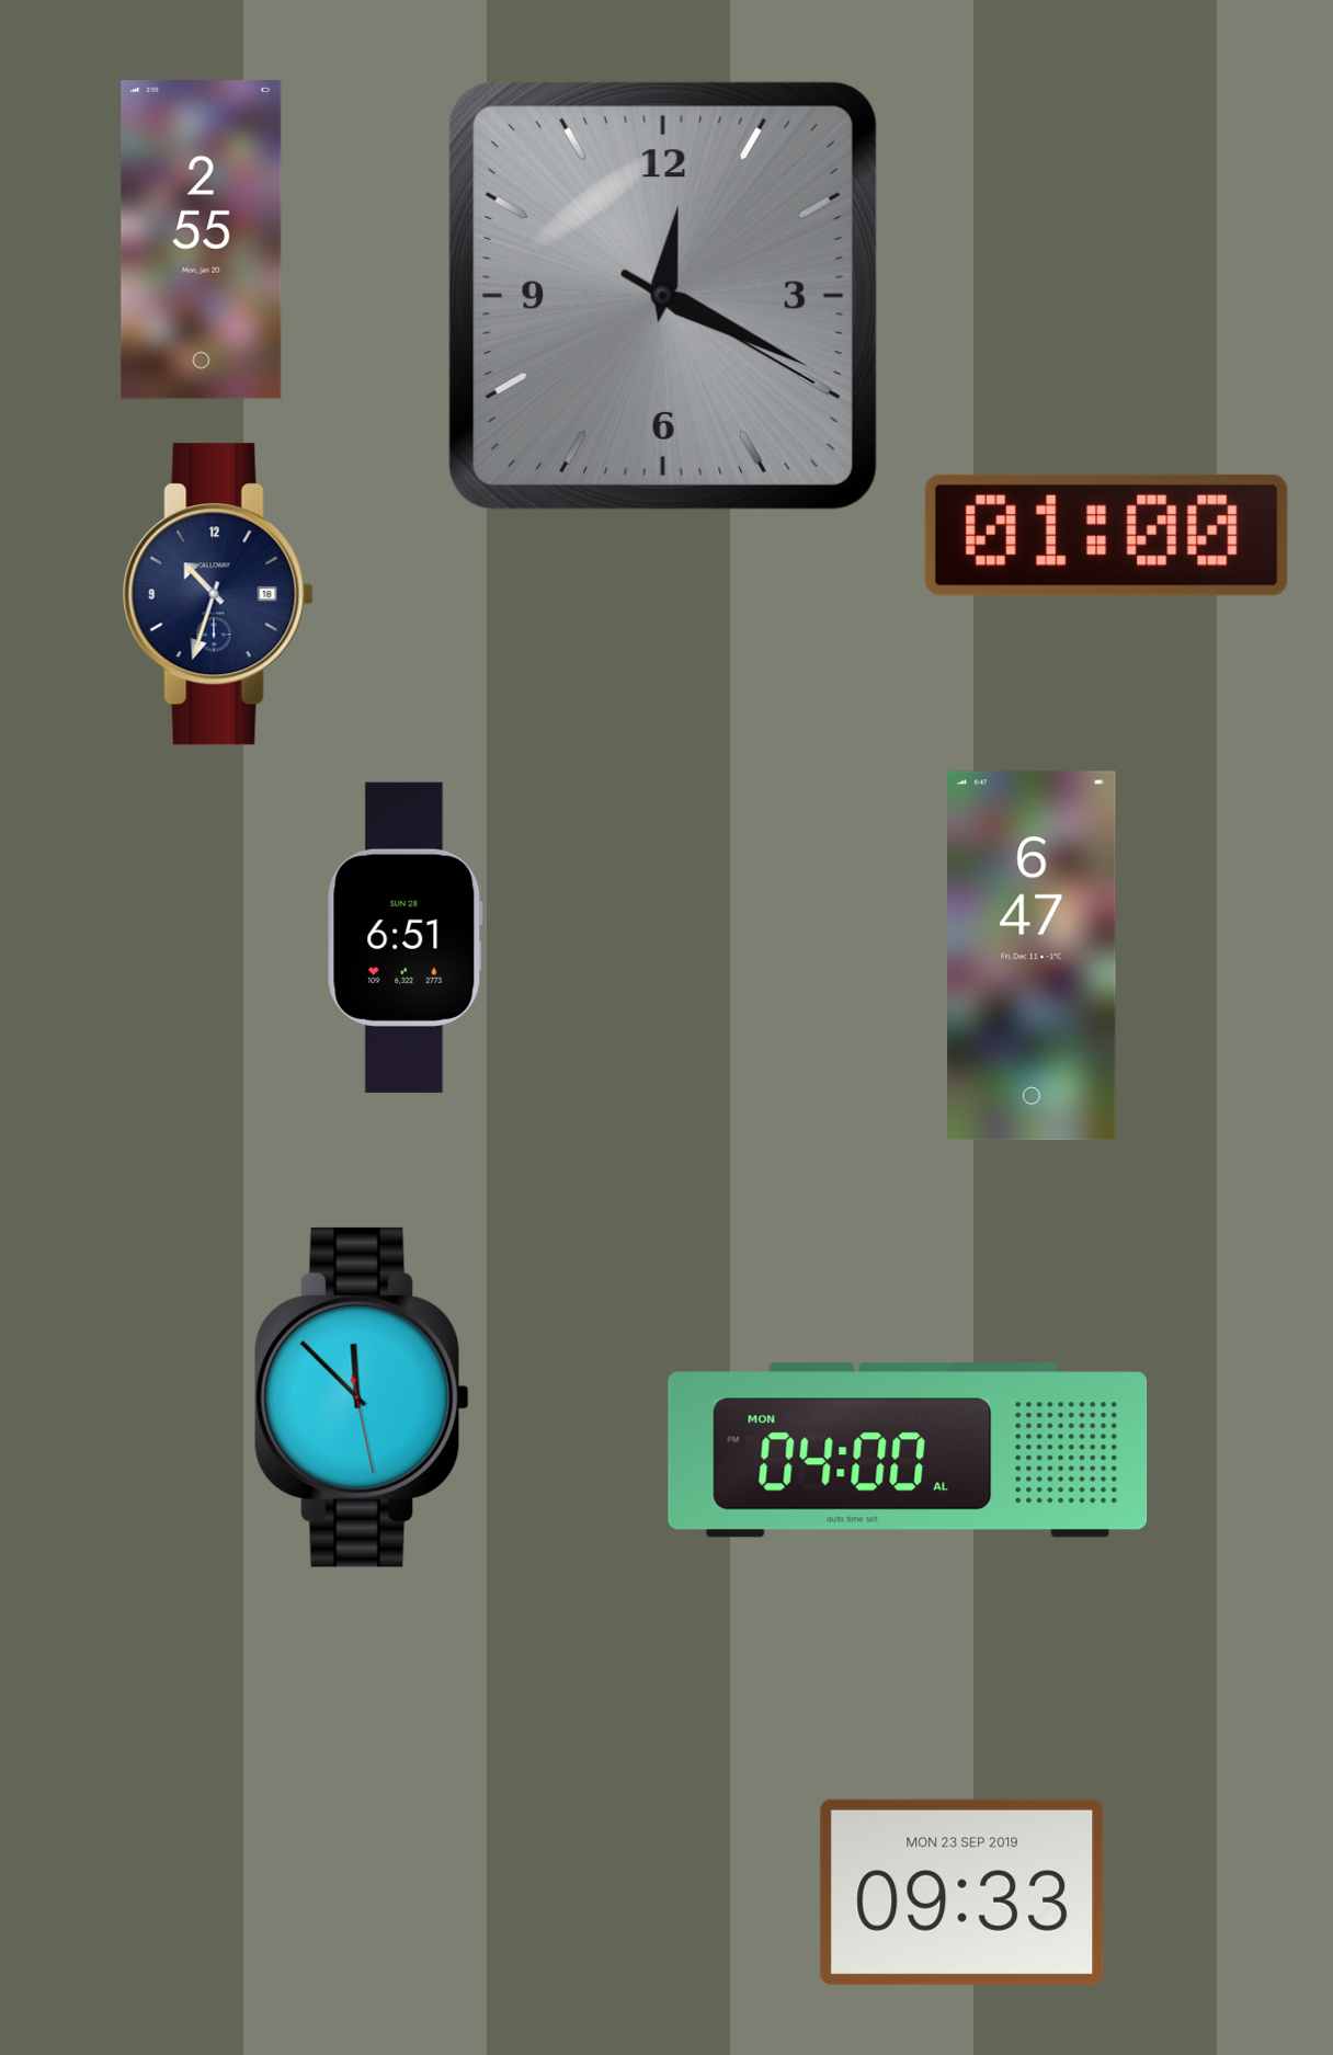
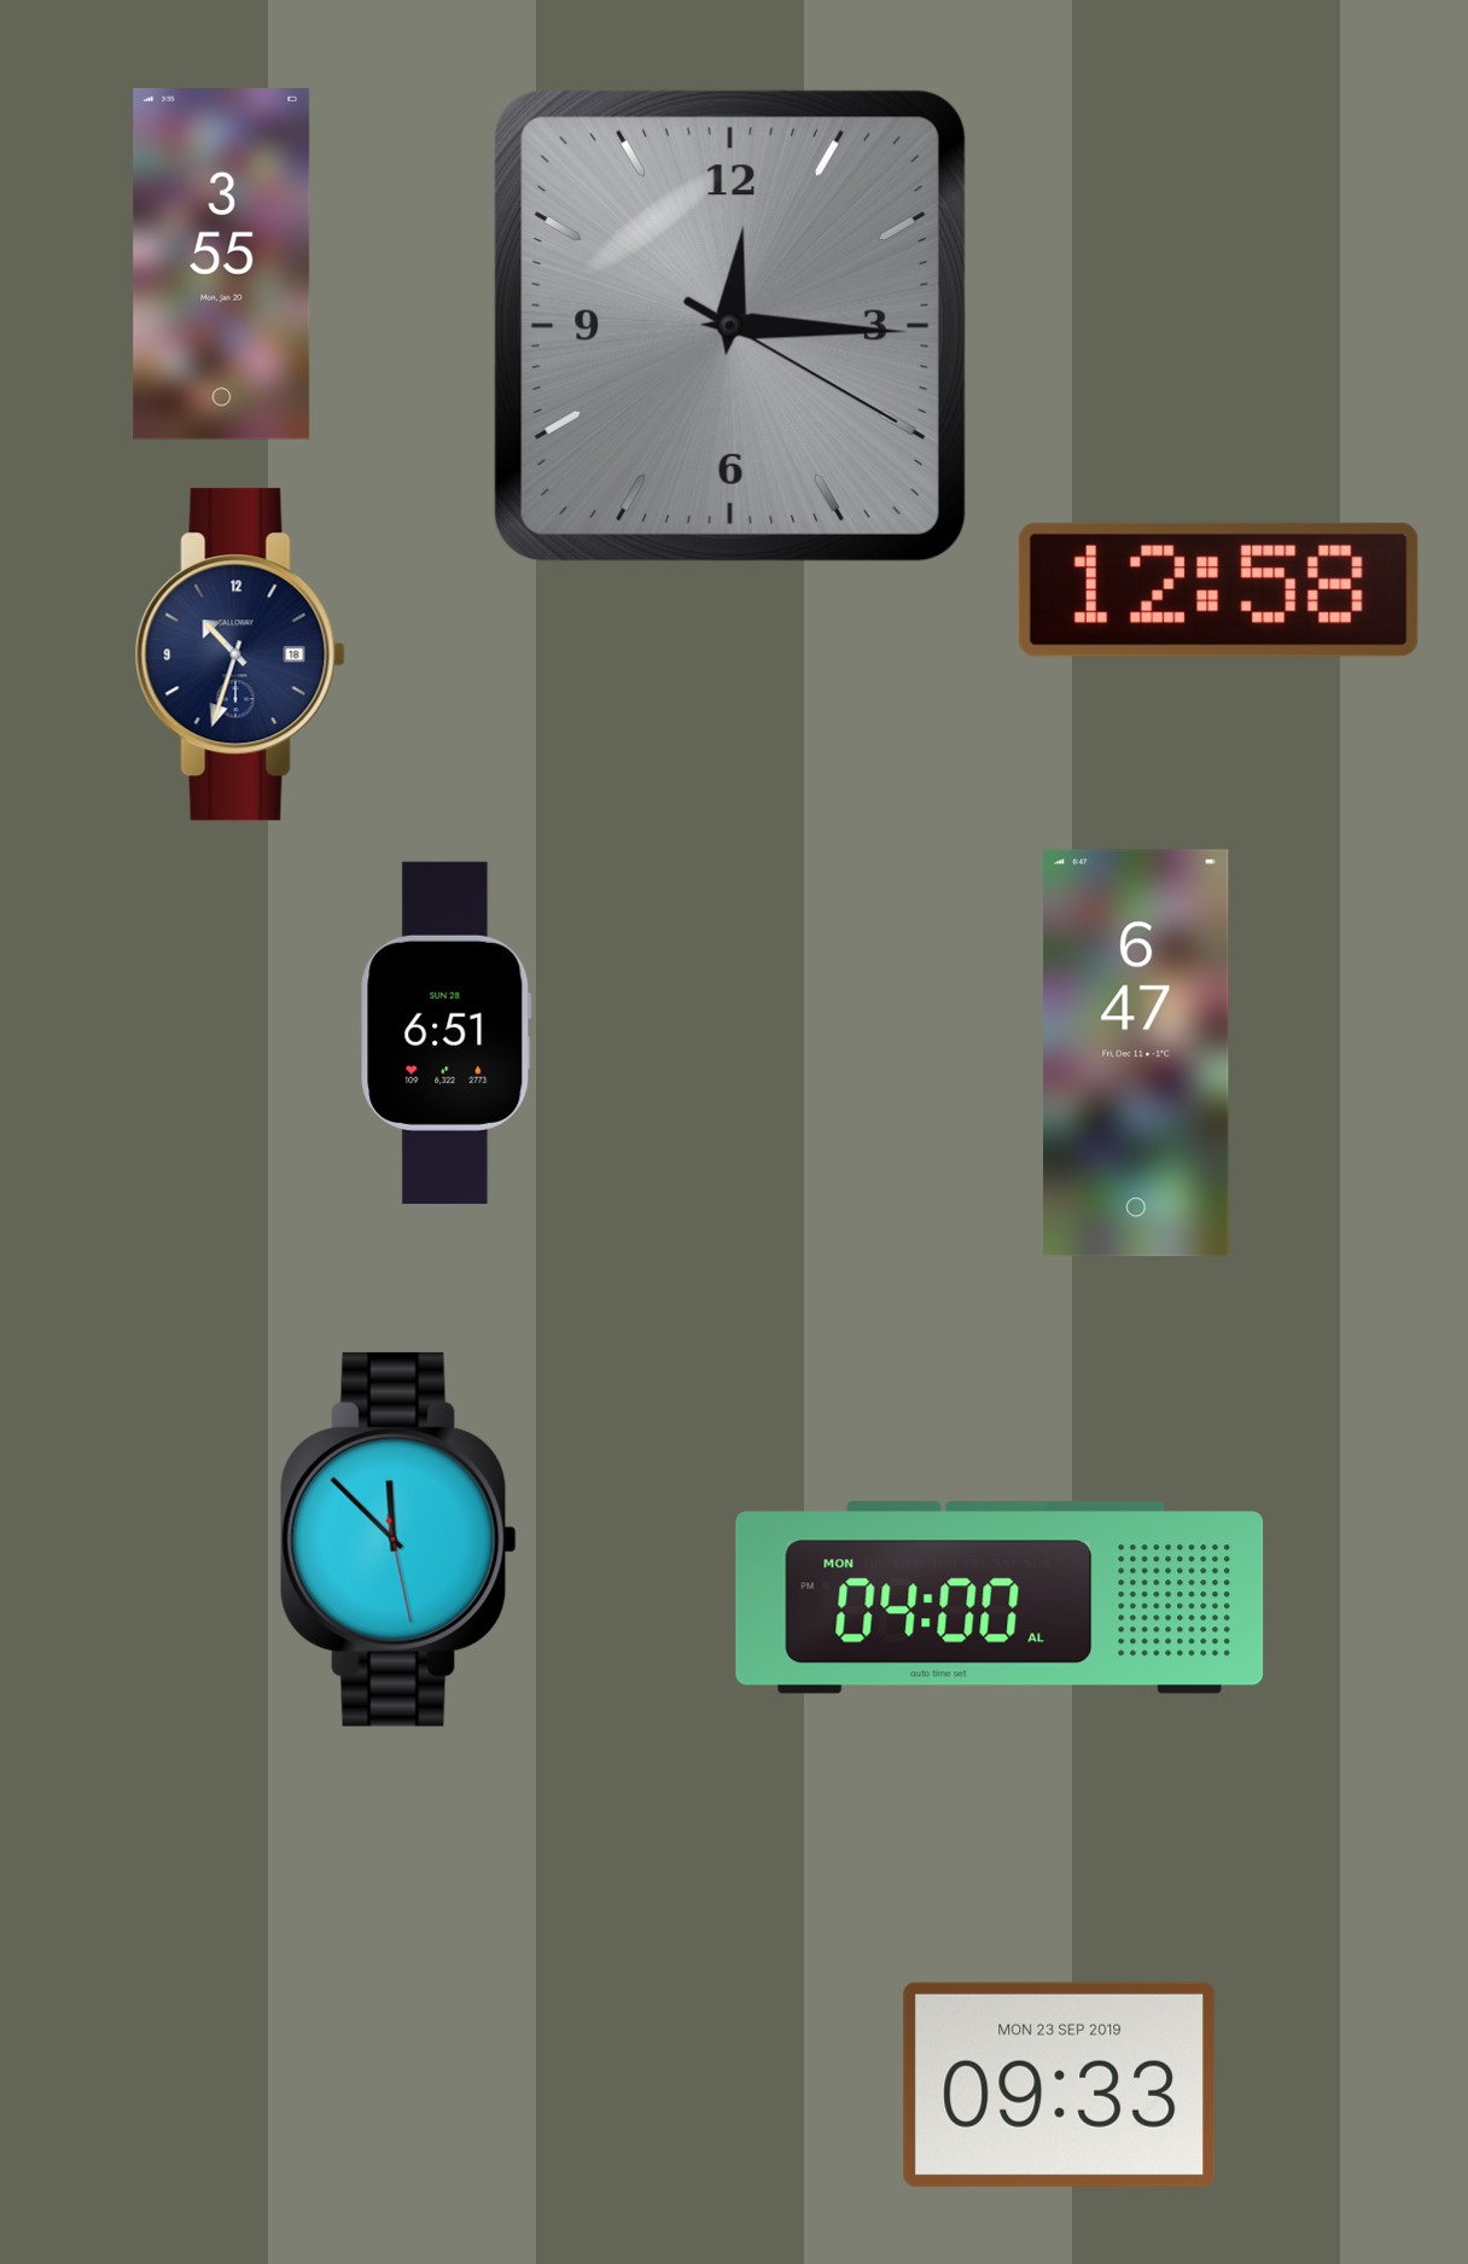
clock at (202, 240): 2:55 -> 3:55
clock at (663, 296): 12:19 -> 12:15
clock at (1106, 535): 01:00 -> 12:58
